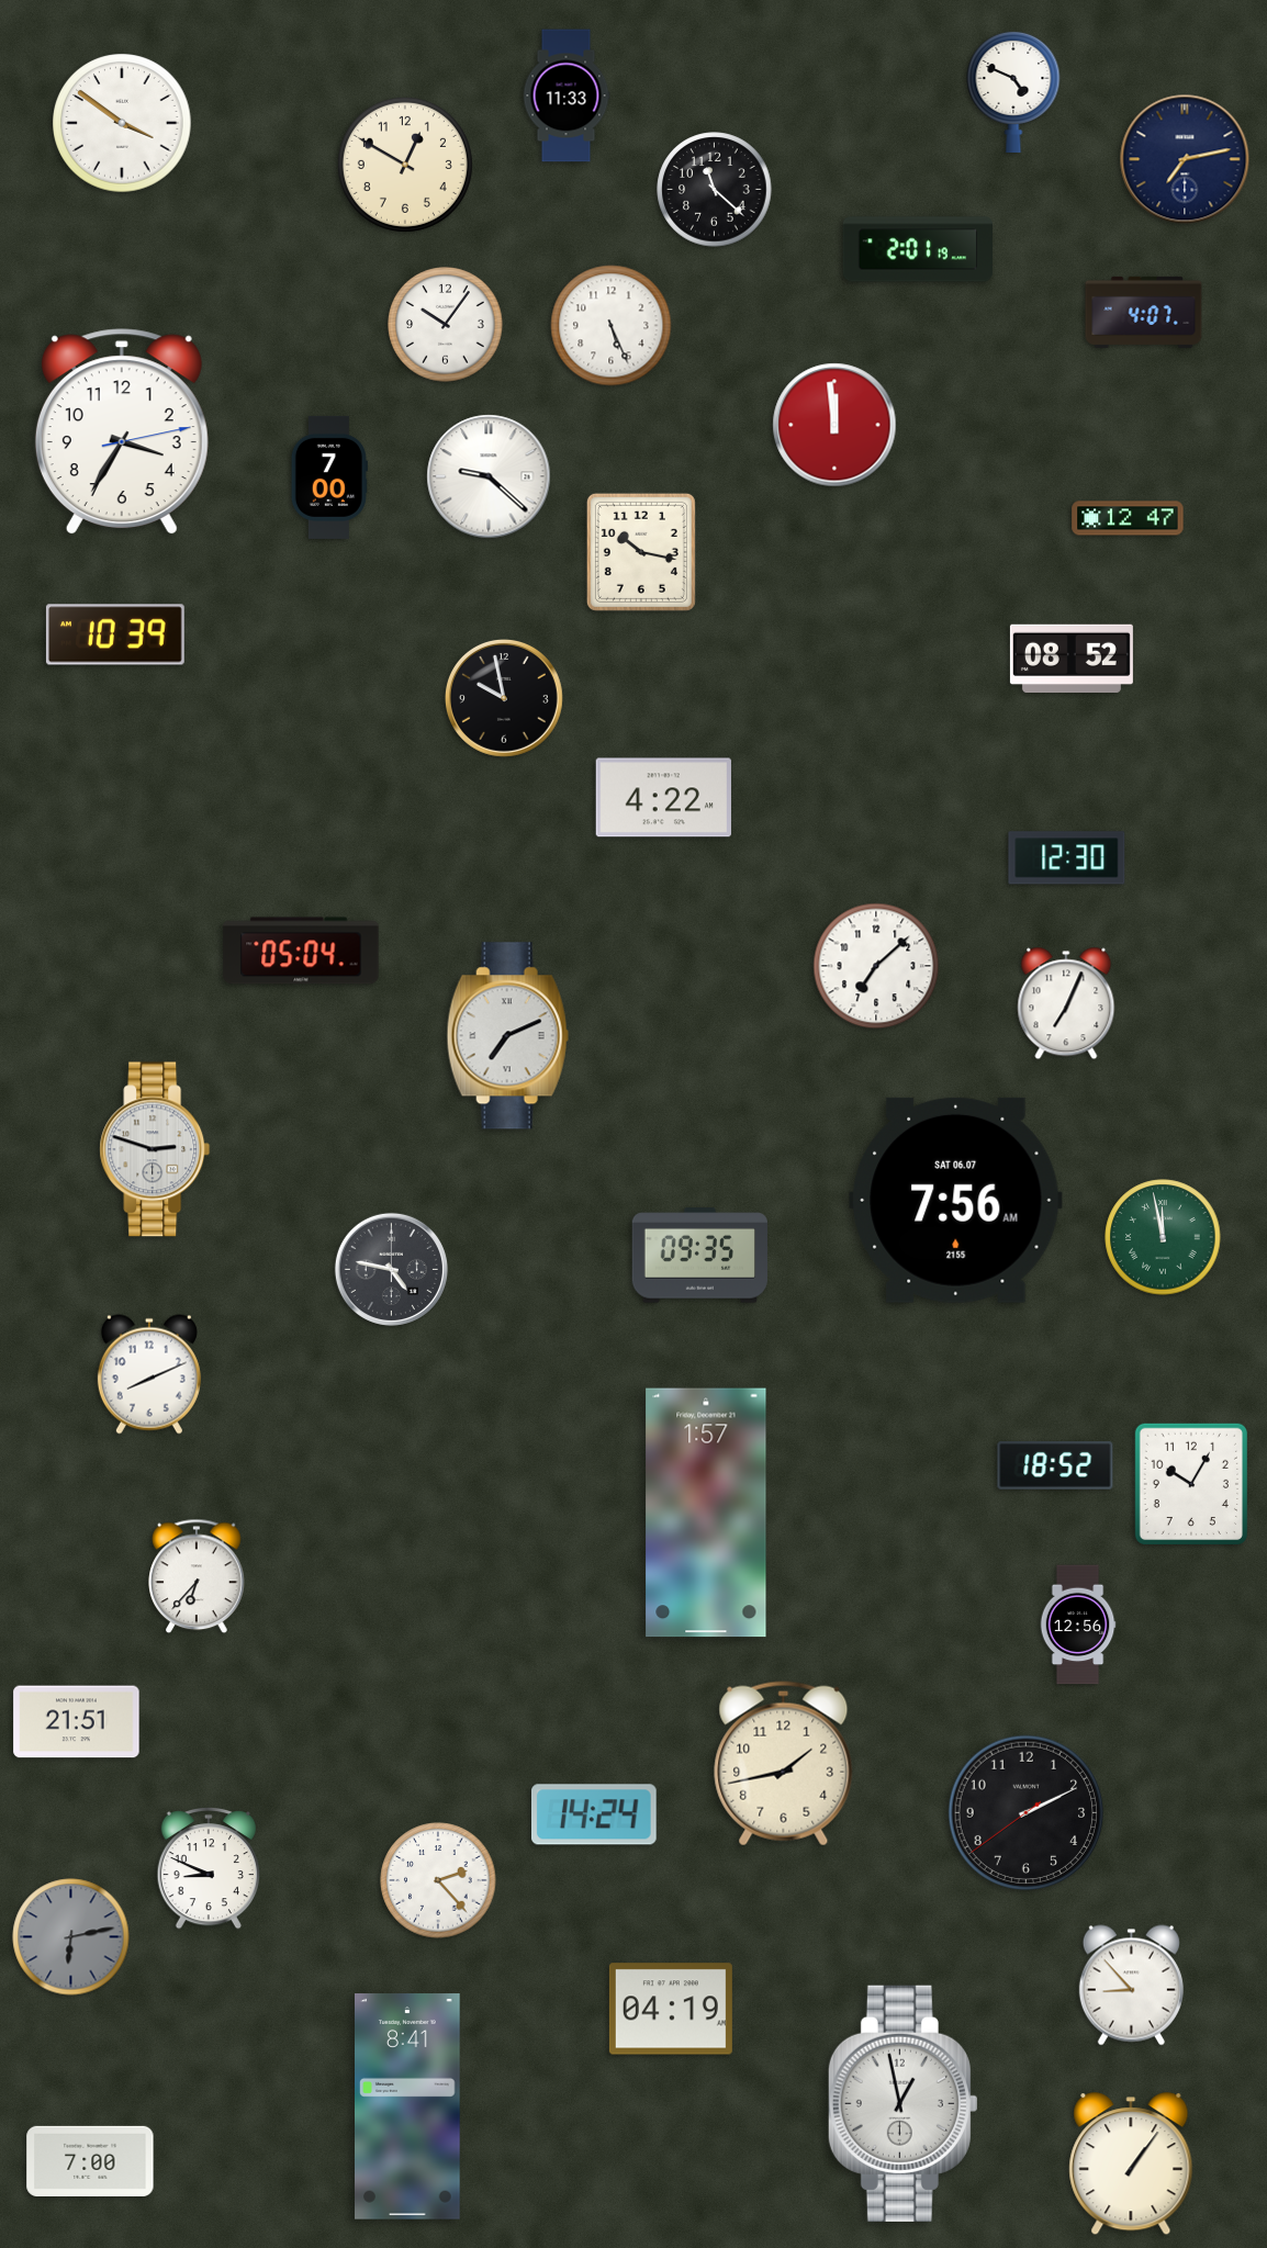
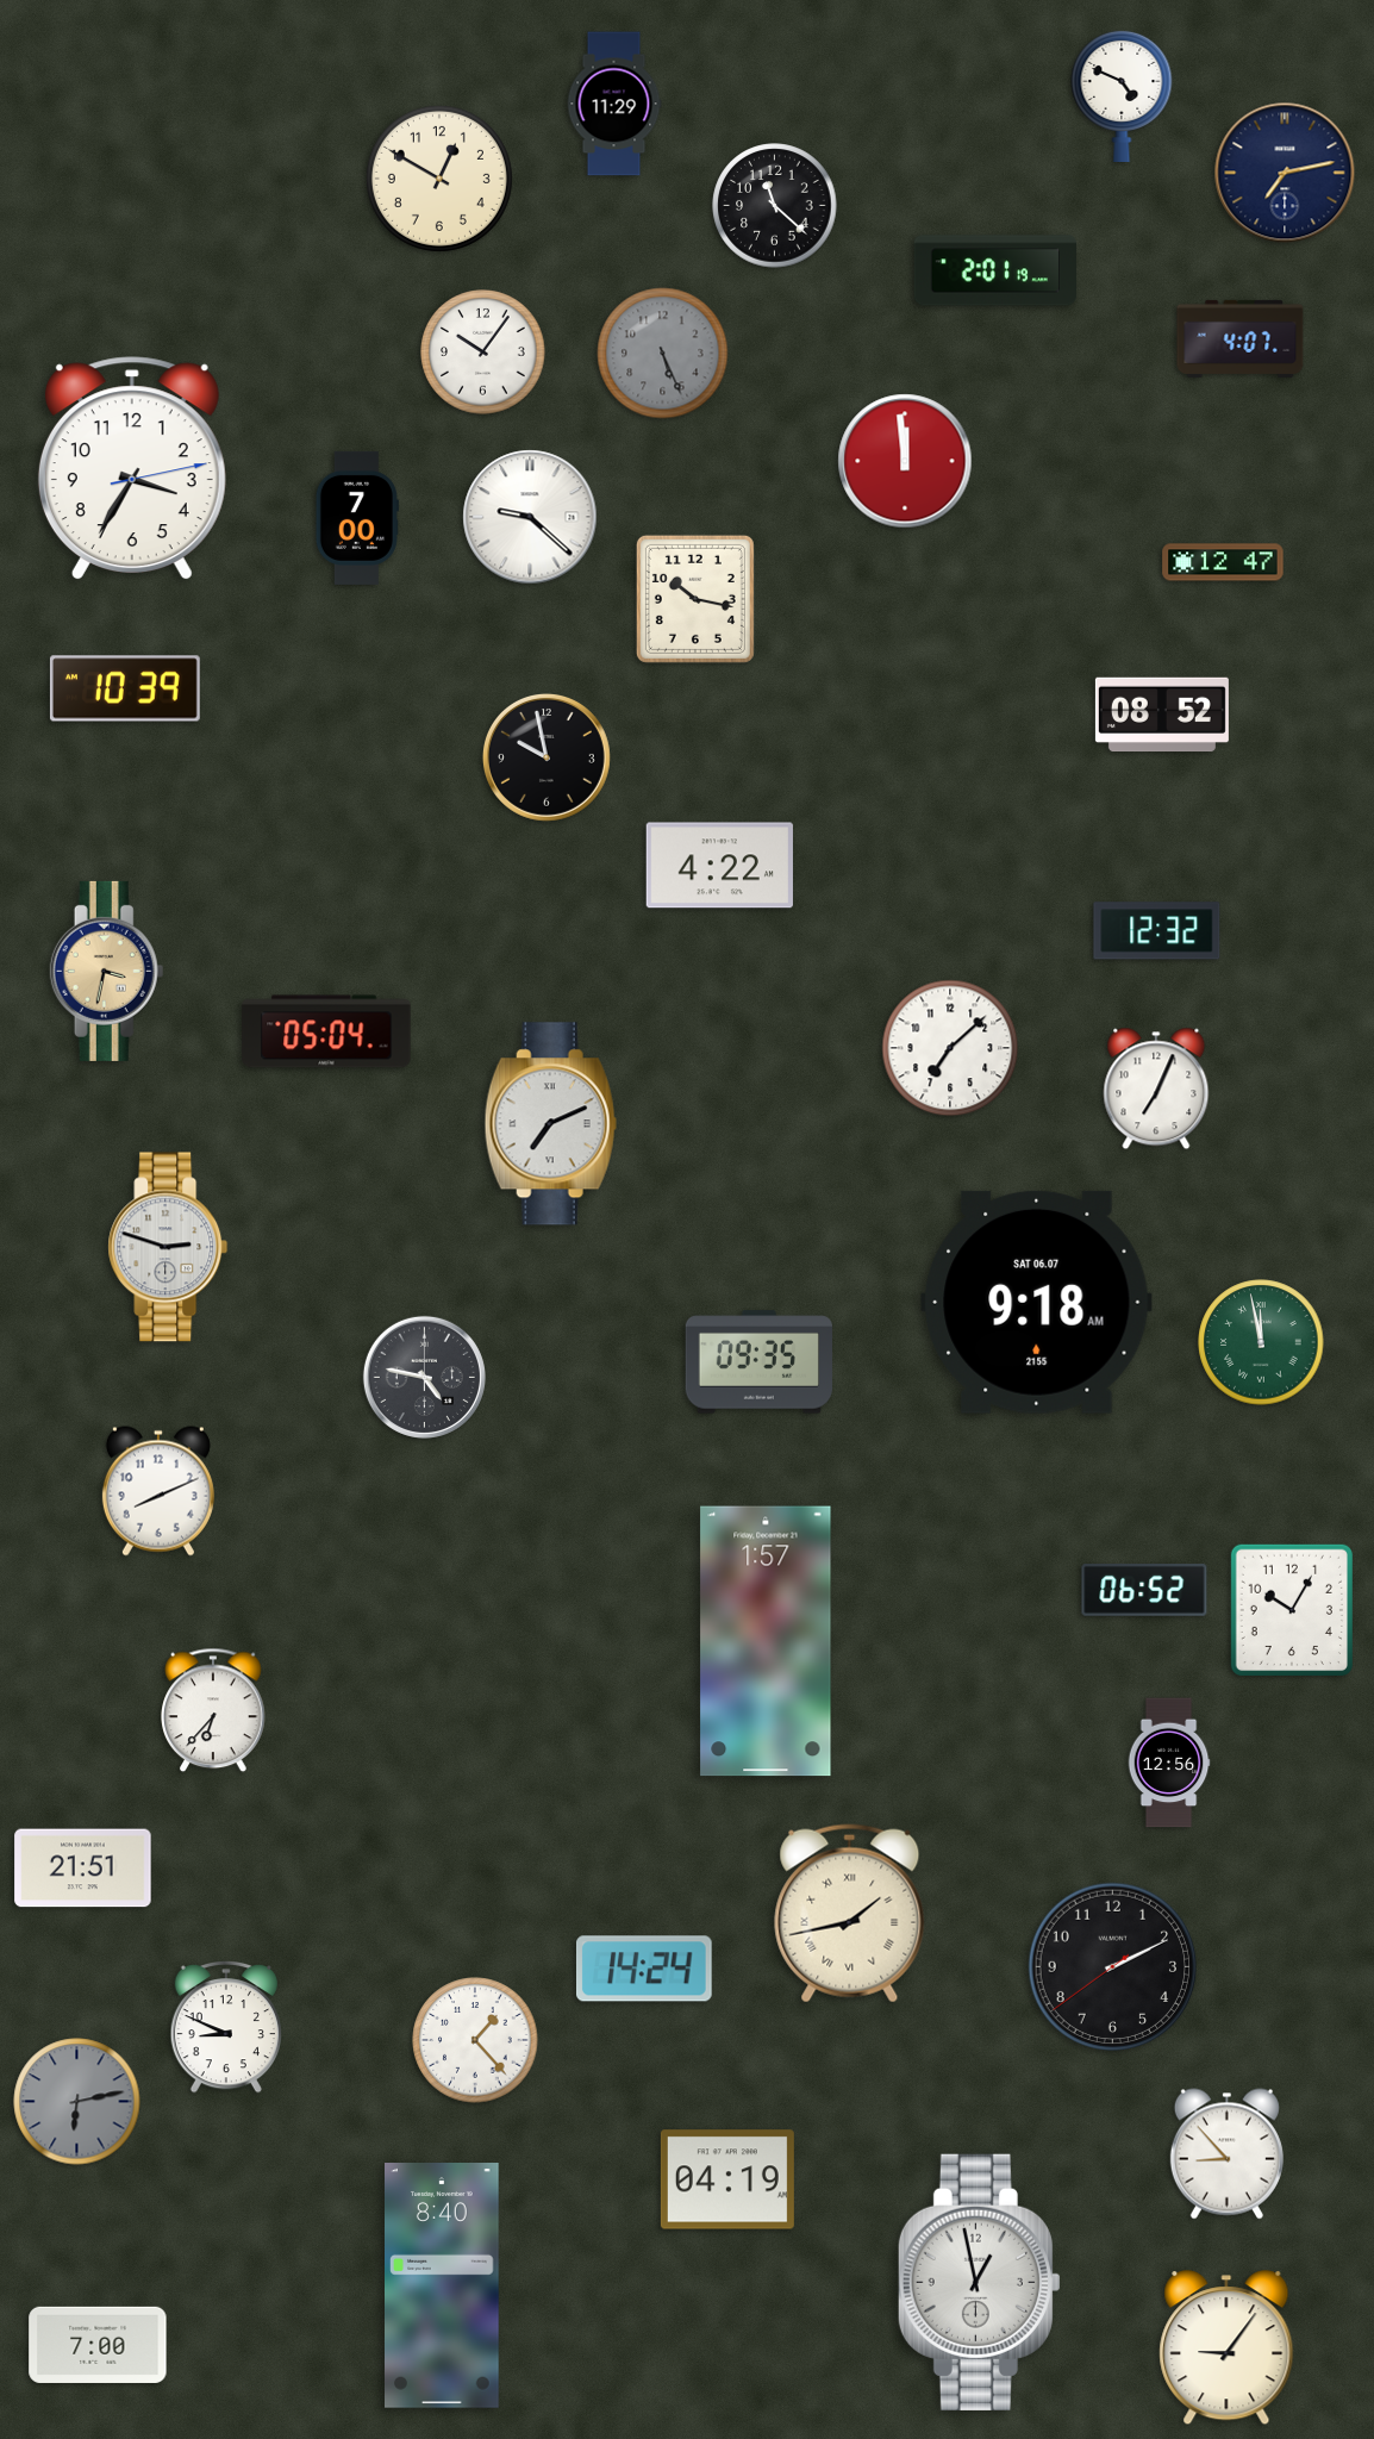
clock at (1013, 91) position: (1013, 91) -> (1122, 95)
clock at (567, 95): 11:33 -> 11:29
clock at (122, 123): 3:51 -> none
clock at (612, 326) dial: white -> grey
clock at (1067, 858): 12:30 -> 12:32
clock at (107, 971): none -> 3:32
clock at (956, 1200): 7:56 -> 9:18
clock at (149, 1374) position: (149, 1374) -> (158, 1491)
clock at (1055, 1466): 18:52 -> 06:52
clock at (784, 1764) numerals: Arabic -> Roman
clock at (438, 1880): 2:23 -> 1:23
clock at (408, 2107): 8:41 -> 8:40
clock at (1131, 2165): 1:06 -> 9:06
